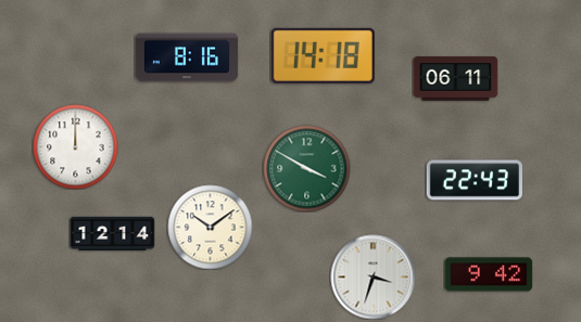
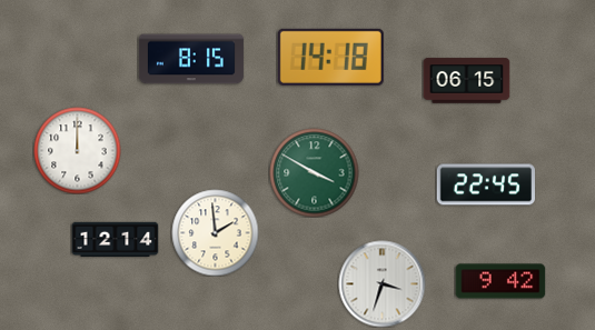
clock at (187, 57): 8:16 -> 8:15
clock at (455, 79): 06:11 -> 06:15
clock at (473, 180): 22:43 -> 22:45
clock at (210, 227): 10:09 -> 1:59
